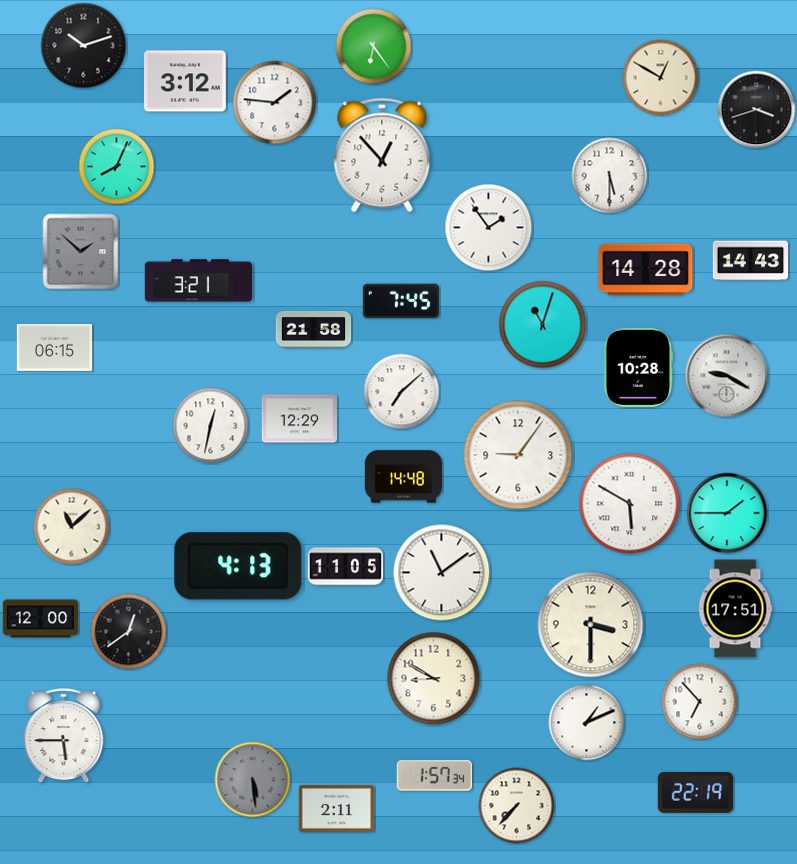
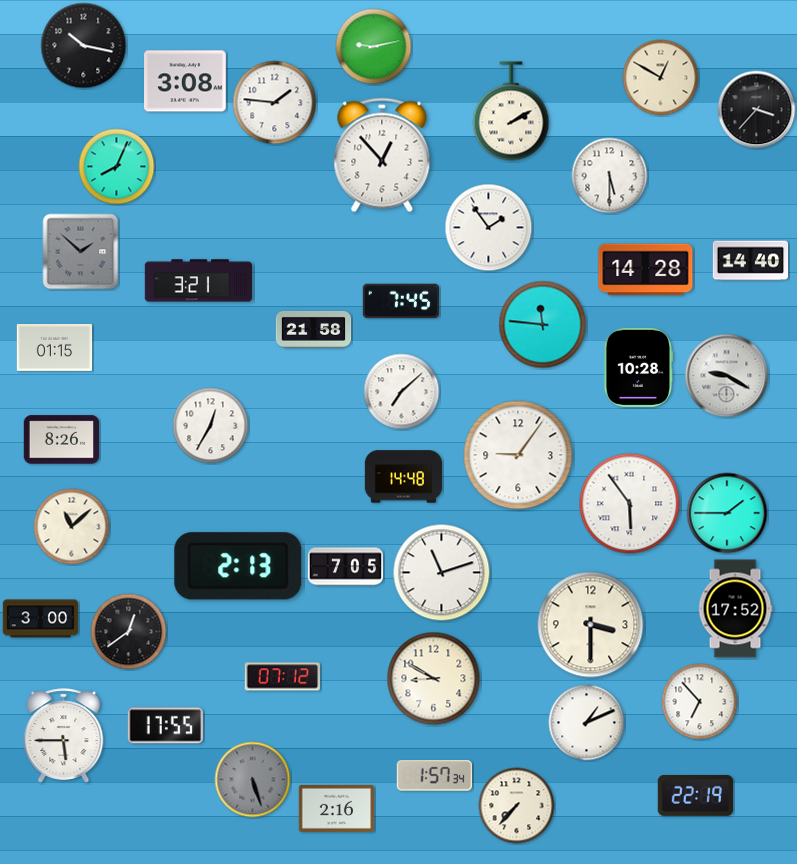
clock at (84, 46): 10:12 -> 10:17
clock at (374, 47): 6:24 -> 9:13
clock at (186, 81): 3:12 -> 3:08
clock at (757, 110): 3:42 -> 3:37
clock at (511, 111): none -> 2:10
clock at (751, 261): 14:43 -> 14:40
clock at (543, 325): 11:03 -> 11:46
clock at (55, 347): 06:15 -> 01:15
clock at (300, 419): 12:29 -> none
clock at (211, 426): 12:32 -> 12:35
clock at (62, 440): none -> 8:26
clock at (630, 504): 5:50 -> 5:54
clock at (238, 566): 4:13 -> 2:13
clock at (346, 567): 11:05 -> 7:05
clock at (442, 573): 11:09 -> 11:12
clock at (735, 609): 17:51 -> 17:52
clock at (41, 619): 12:00 -> 3:00
clock at (283, 677): none -> 07:12
clock at (165, 726): none -> 17:55
clock at (253, 780): 5:29 -> 5:27
clock at (696, 792) position: (696, 792) -> (696, 795)
clock at (337, 808): 2:11 -> 2:16
